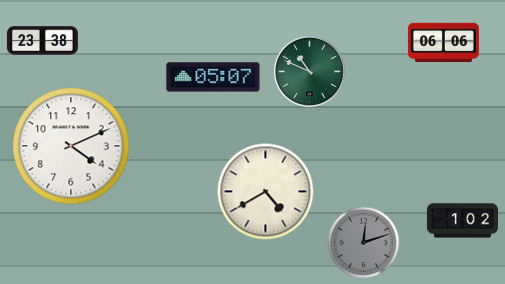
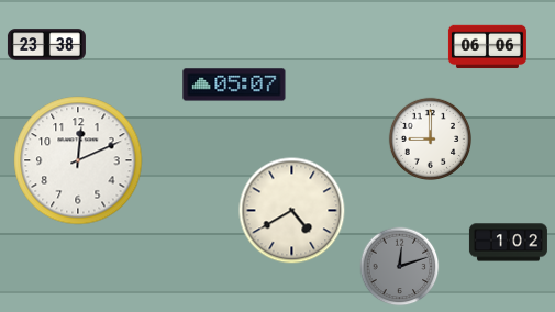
clock at (309, 71): 10:49 -> none
clock at (430, 138): none -> 9:00
clock at (71, 146): 4:11 -> 12:11
